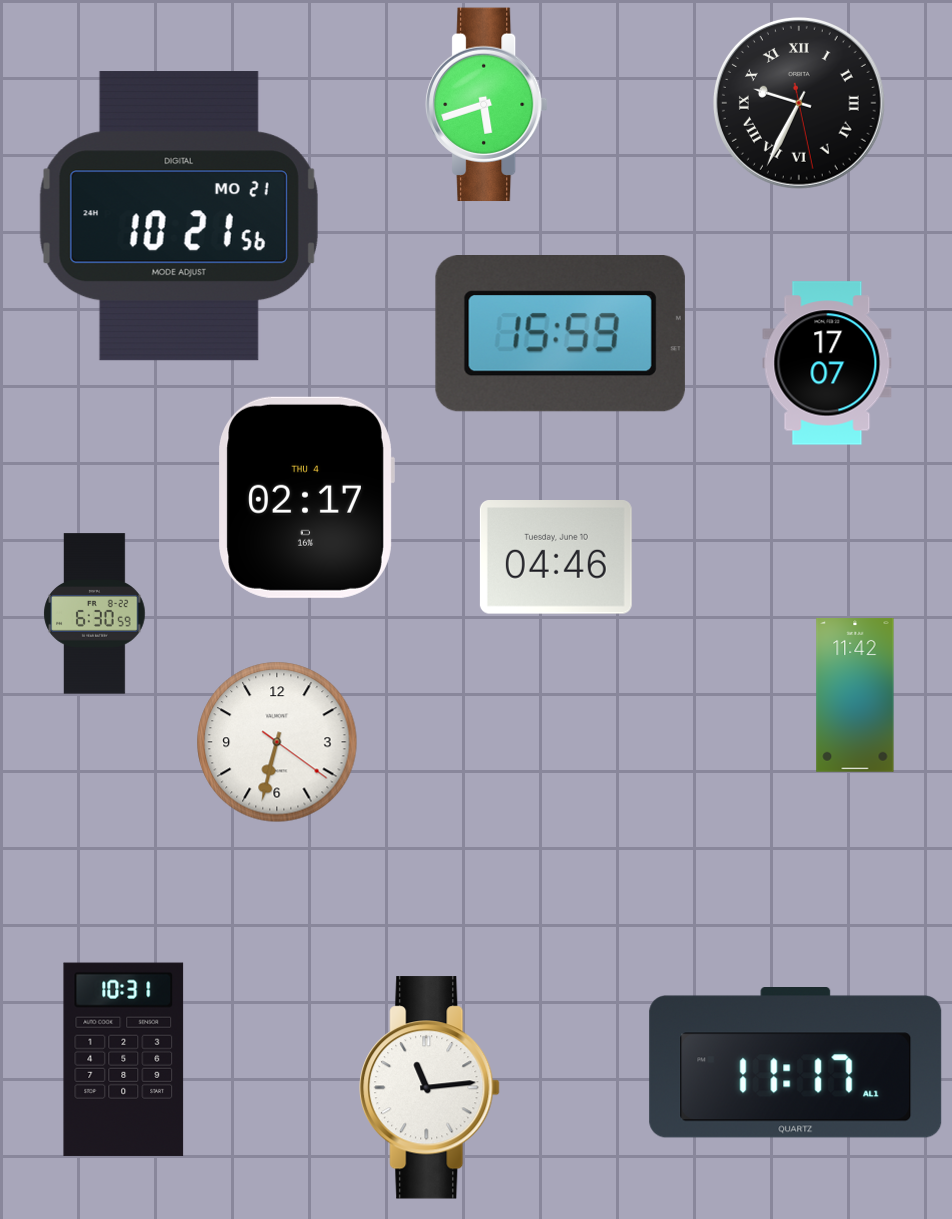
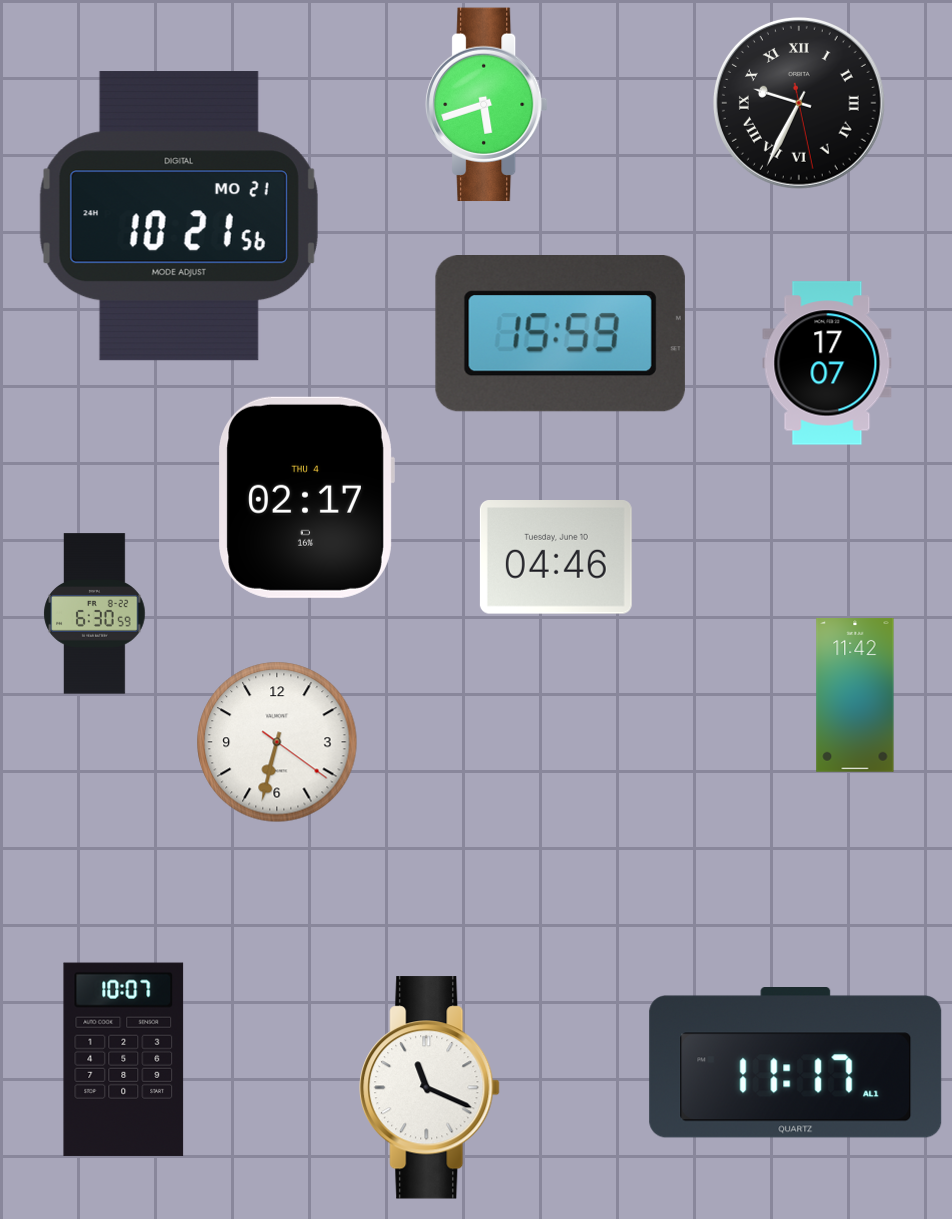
clock at (124, 1059): 10:31 -> 10:07
clock at (430, 1088): 11:14 -> 11:19
